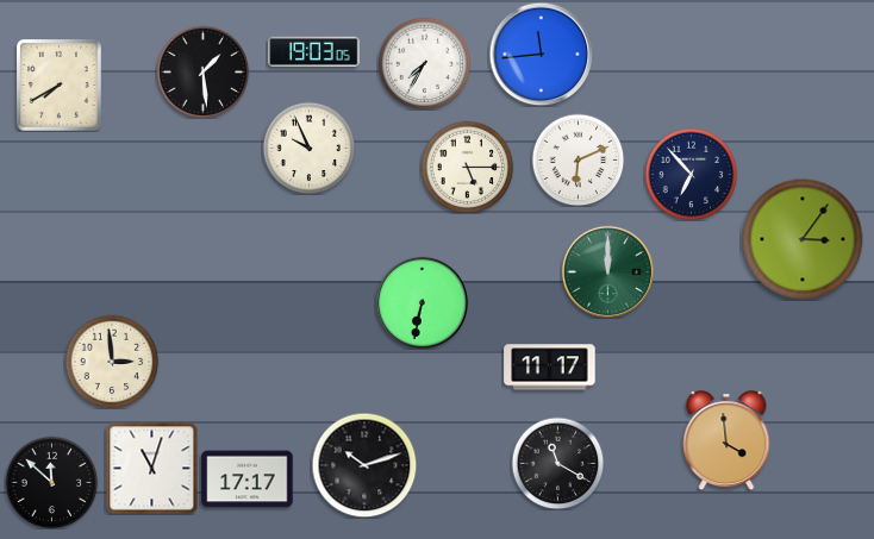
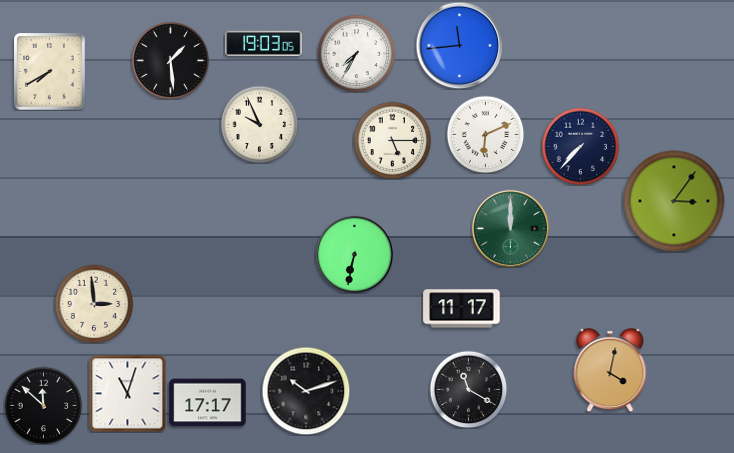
clock at (541, 54) position: (541, 54) -> (459, 45)
clock at (691, 174): 6:53 -> 7:37
clock at (726, 440): 3:59 -> 4:02
